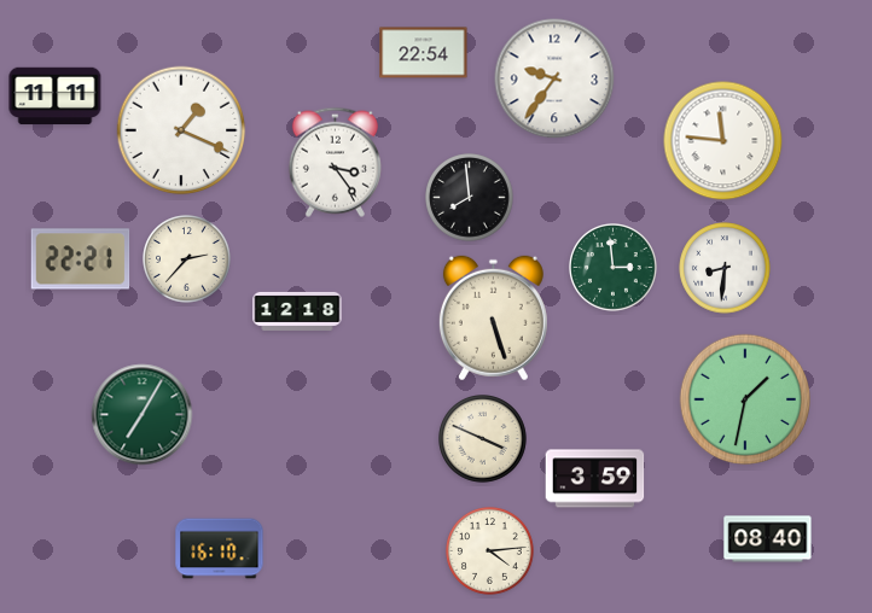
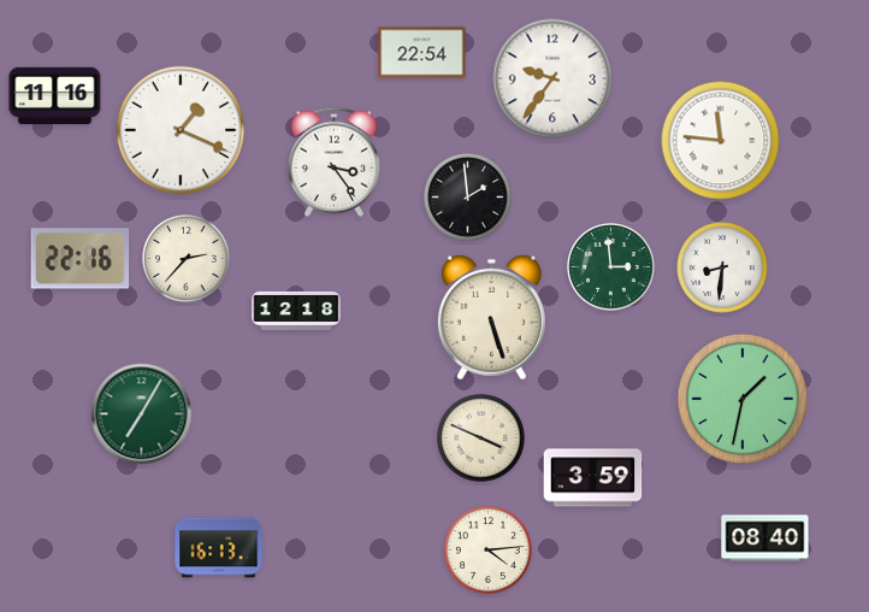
clock at (56, 97): 11:11 -> 11:16
clock at (470, 198): 7:59 -> 1:59
clock at (81, 259): 22:21 -> 22:16
clock at (220, 549): 16:10 -> 16:13
